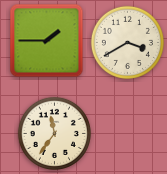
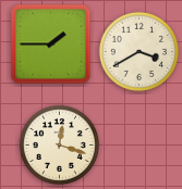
clock at (127, 42) position: (127, 42) -> (138, 51)
clock at (54, 133): 11:36 -> 12:18
